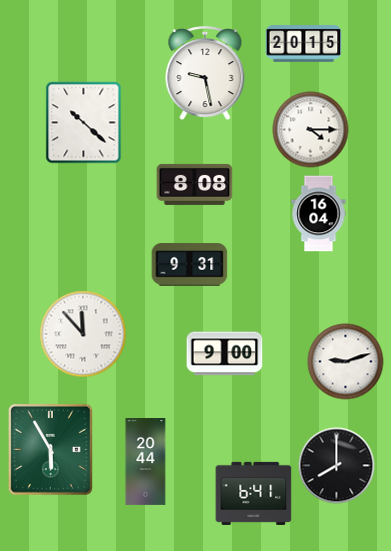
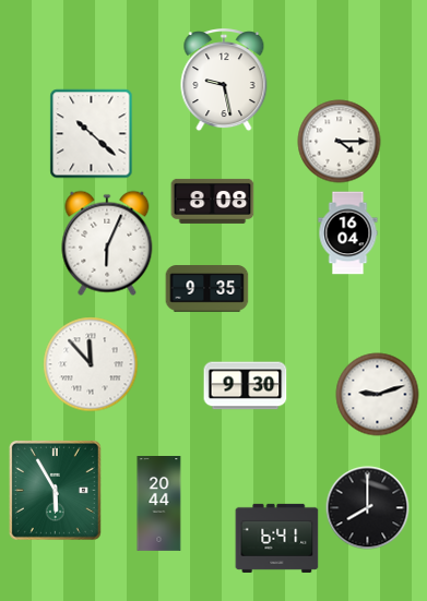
clock at (304, 44): 20:15 -> none
clock at (107, 243): none -> 6:04
clock at (190, 265): 9:31 -> 9:35
clock at (225, 354): 9:00 -> 9:30
